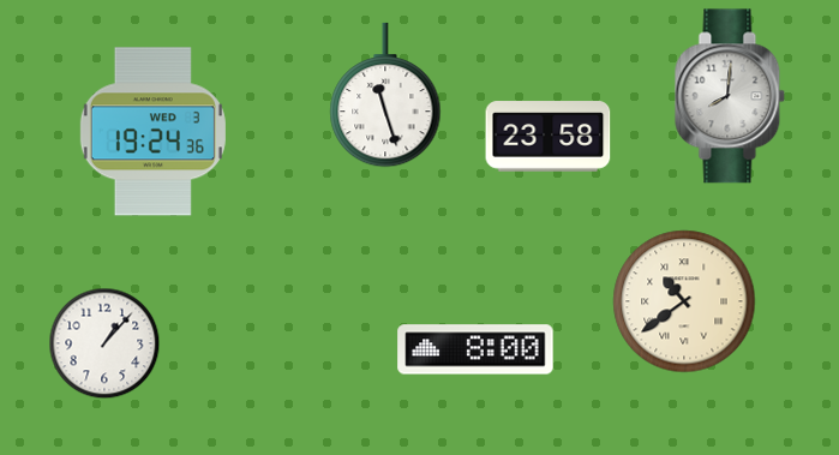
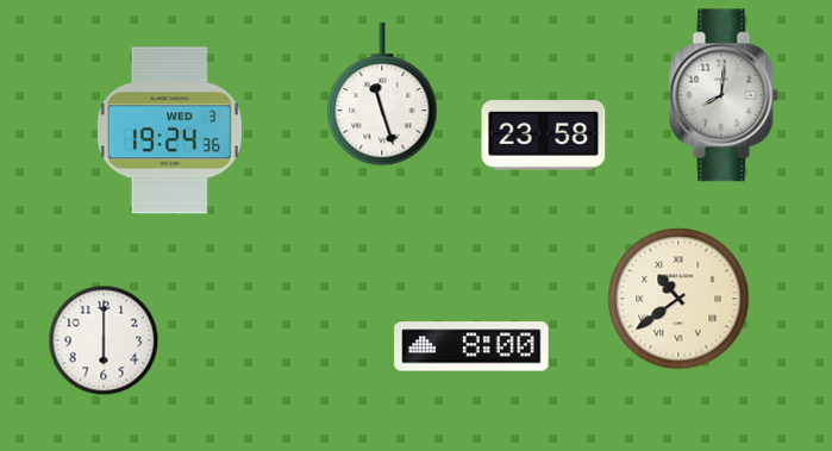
clock at (152, 132) position: (152, 132) -> (169, 131)
clock at (104, 343): 1:07 -> 6:00
